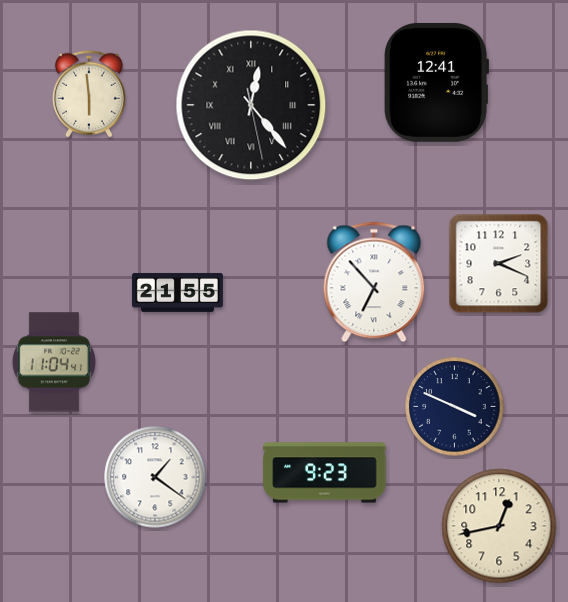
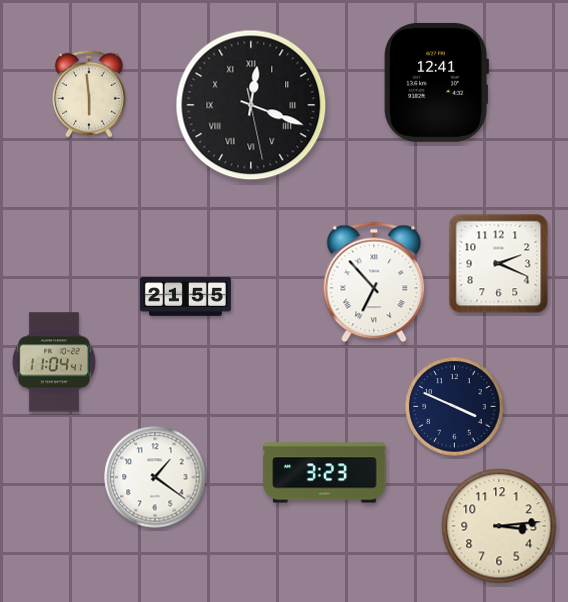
clock at (251, 105): 12:23 -> 12:18
clock at (177, 292) position: (177, 292) -> (185, 296)
clock at (325, 473): 9:23 -> 3:23
clock at (499, 526): 12:43 -> 3:14
